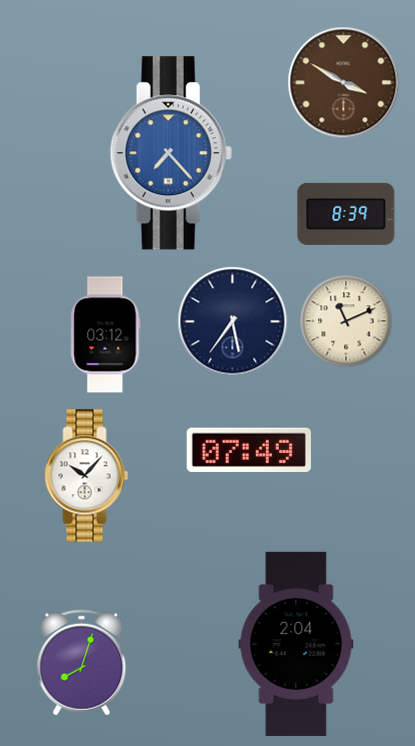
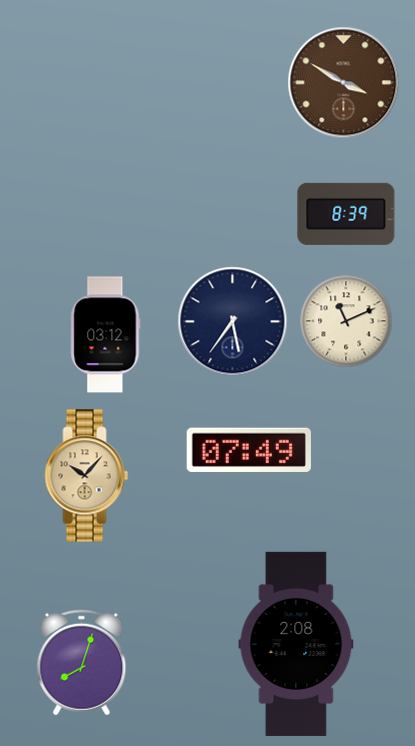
clock at (171, 153): 7:23 -> none
clock at (87, 476) dial: white -> champagne
clock at (296, 644): 2:04 -> 2:08
